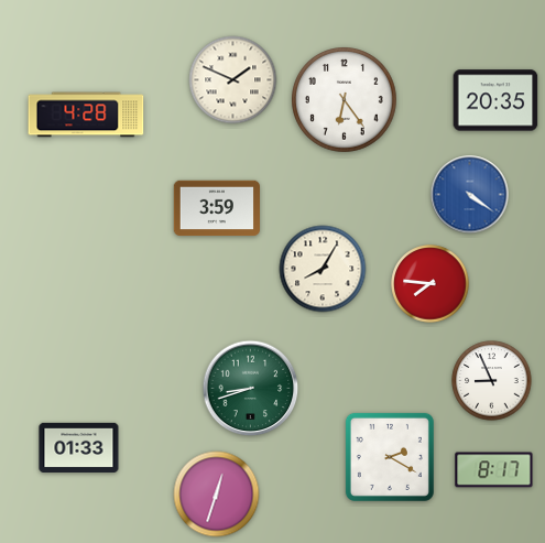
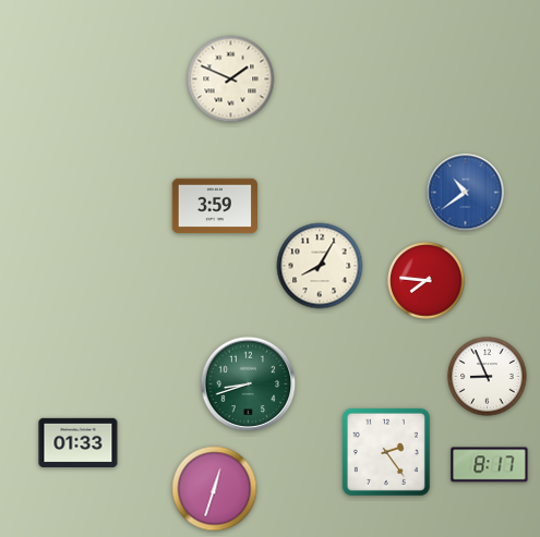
clock at (345, 100): 6:24 -> none
clock at (495, 100): 20:35 -> none
clock at (86, 115): 4:28 -> none
clock at (470, 195): 4:21 -> 10:39
clock at (390, 457): 2:20 -> 2:24
